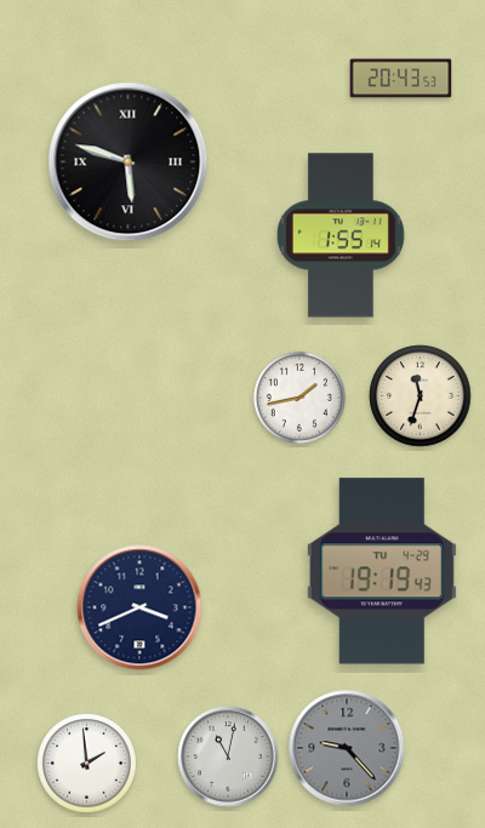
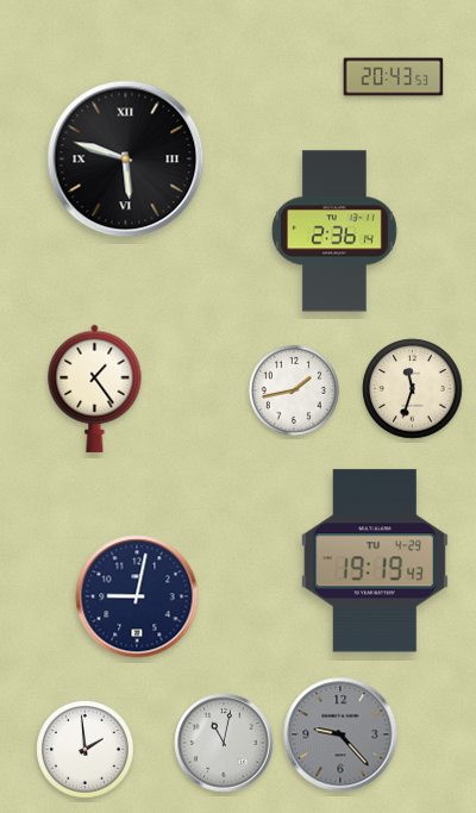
clock at (341, 235): 1:55 -> 2:36
clock at (95, 388): none -> 1:24
clock at (139, 607): 3:41 -> 9:02
